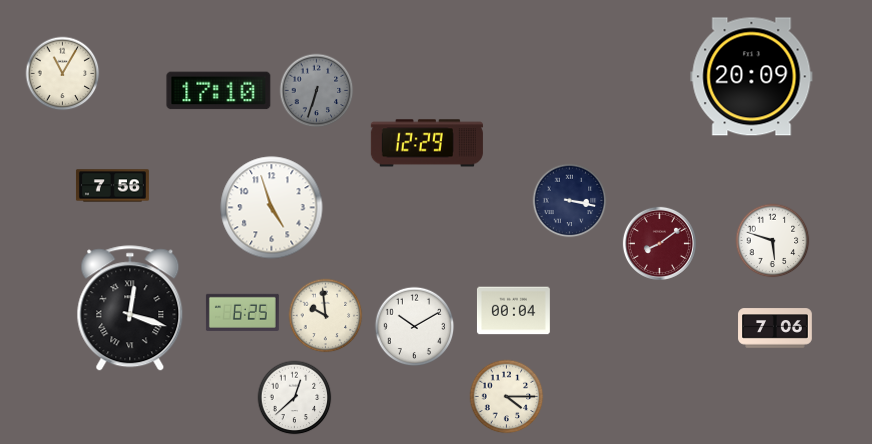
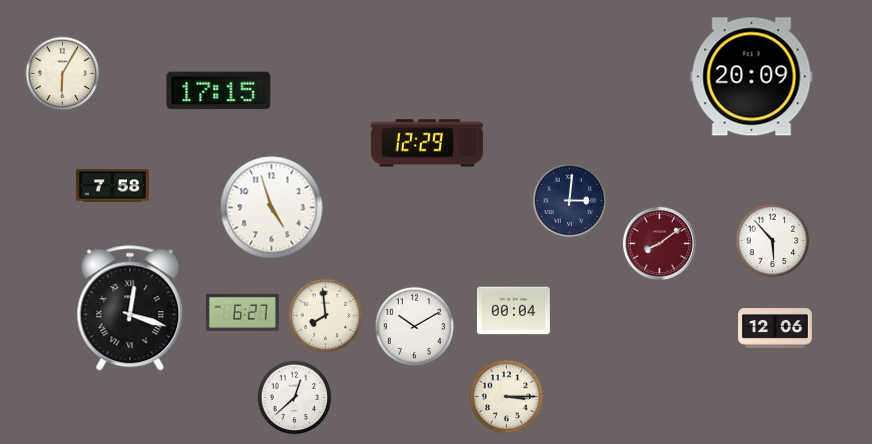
clock at (63, 74): 11:05 -> 6:05
clock at (219, 91): 17:10 -> 17:15
clock at (317, 91): 6:33 -> none
clock at (112, 186): 7:56 -> 7:58
clock at (570, 201): 3:17 -> 3:01
clock at (773, 241): 5:48 -> 5:53
clock at (242, 312): 6:25 -> 6:27
clock at (326, 316): 9:59 -> 7:59
clock at (775, 328): 7:06 -> 12:06
clock at (507, 397): 4:15 -> 3:15
